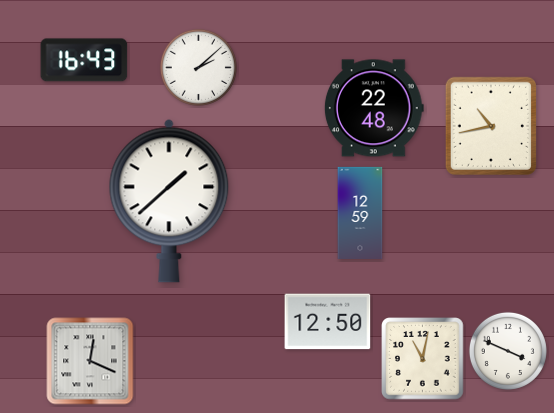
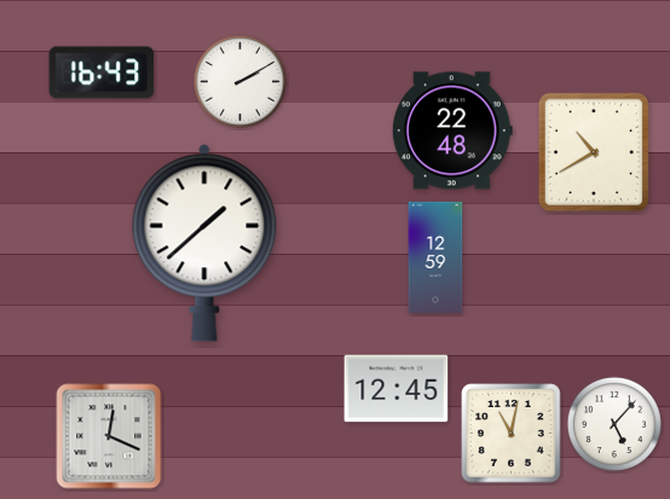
clock at (198, 67): 2:08 -> 2:10
clock at (491, 126): 10:43 -> 10:40
clock at (328, 322): 12:50 -> 12:45
clock at (508, 351): 3:49 -> 5:07
